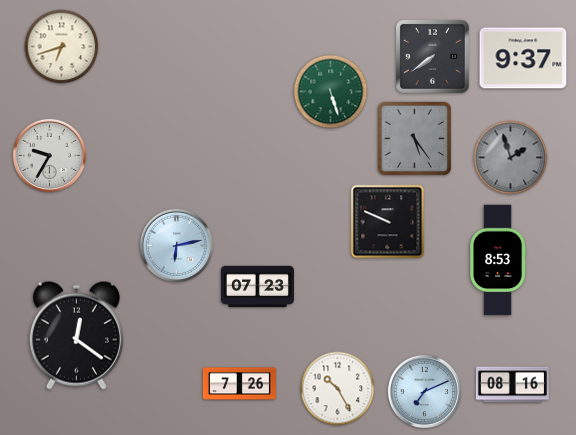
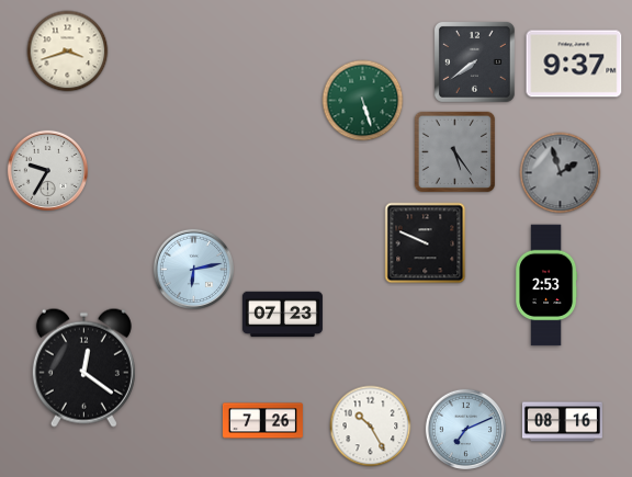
clock at (62, 47): 6:42 -> 3:42
clock at (50, 156) position: (50, 156) -> (48, 171)
clock at (498, 260): 8:53 -> 2:53
